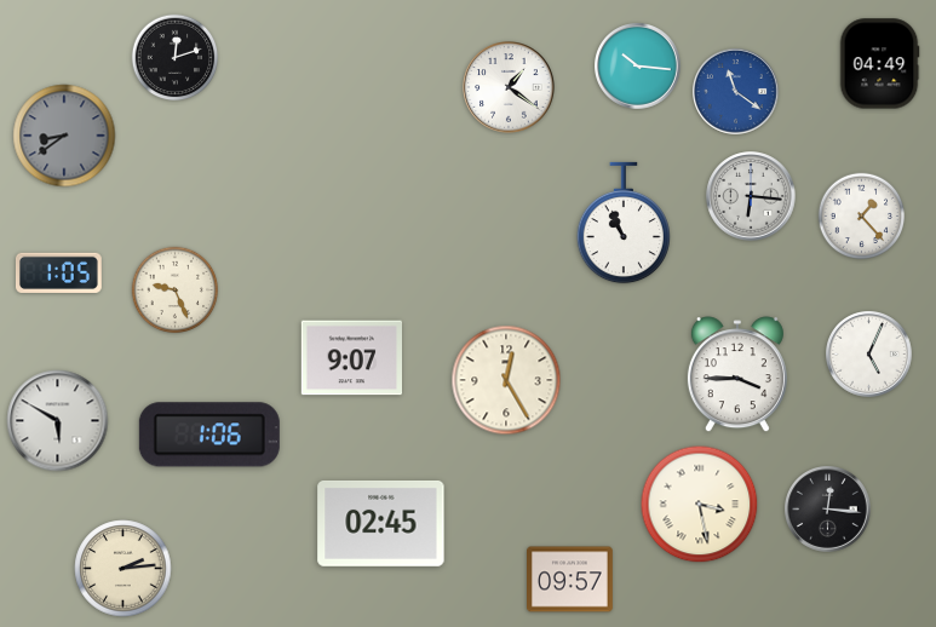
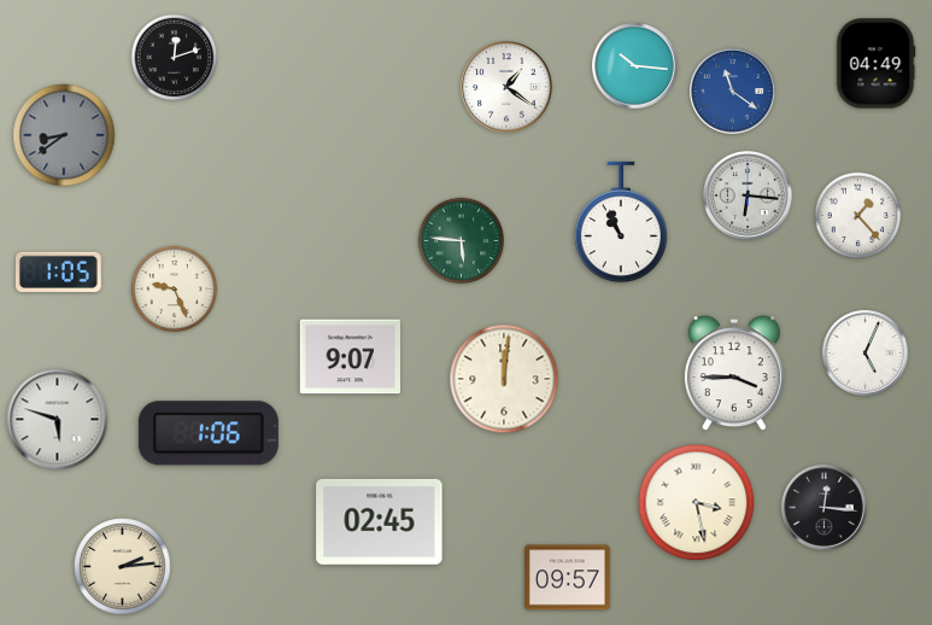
clock at (462, 241): none -> 5:46
clock at (506, 380): 12:25 -> 12:01
clock at (58, 421): 5:50 -> 5:48
